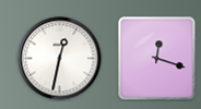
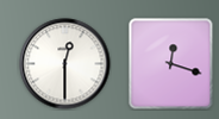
clock at (60, 59): 12:32 -> 12:30
